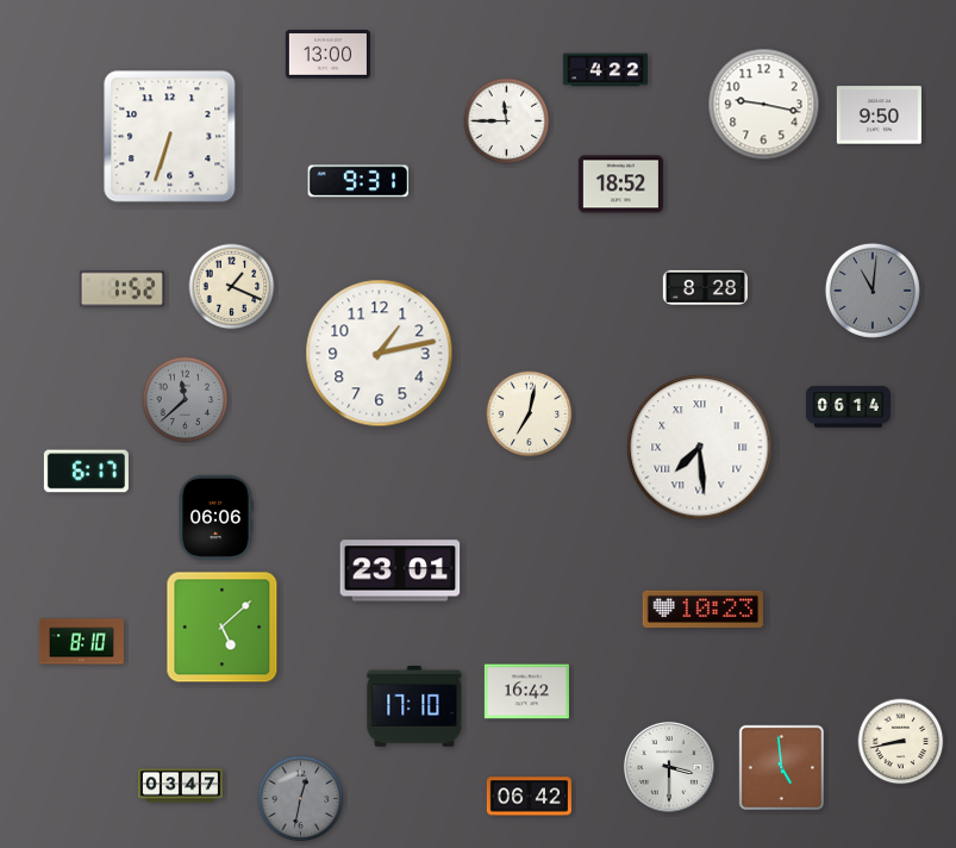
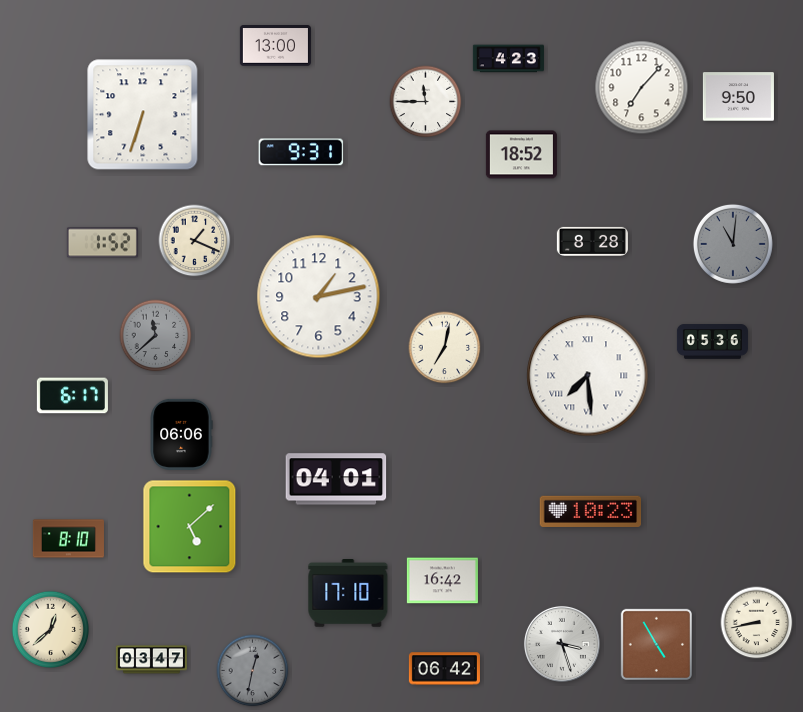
clock at (605, 70): 4:22 -> 4:23
clock at (764, 105): 9:17 -> 7:07
clock at (848, 407): 06:14 -> 05:36
clock at (400, 570): 23:01 -> 04:01
clock at (223, 628) position: (223, 628) -> (190, 527)
clock at (50, 629): none -> 12:38
clock at (669, 767): 3:30 -> 3:27
clock at (781, 767): 4:59 -> 4:55
